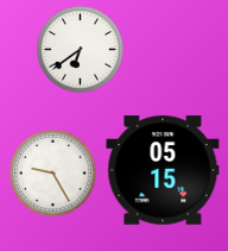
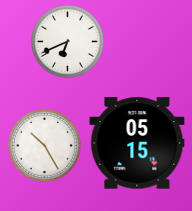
clock at (81, 50): 6:39 -> 6:41
clock at (53, 174): 9:25 -> 10:25
